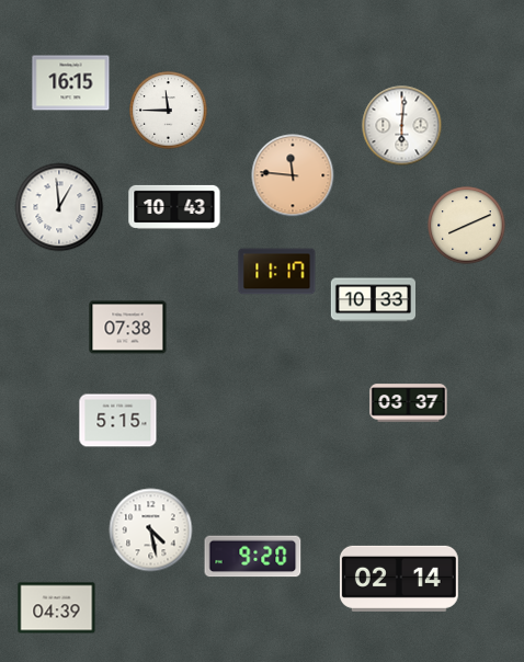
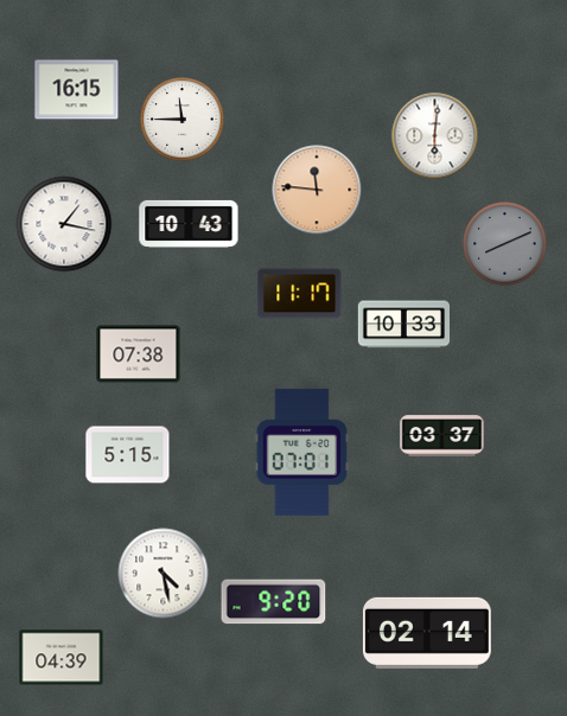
clock at (59, 207): 12:59 -> 1:17
clock at (467, 226) dial: cream -> grey
clock at (302, 452): none -> 07:01
clock at (399, 579) position: (399, 579) -> (427, 633)
